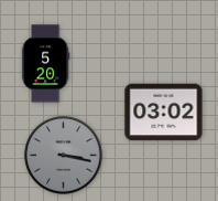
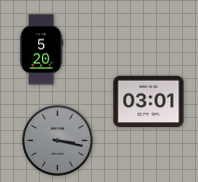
clock at (45, 64) position: (45, 64) -> (41, 50)
clock at (164, 113): 03:02 -> 03:01
